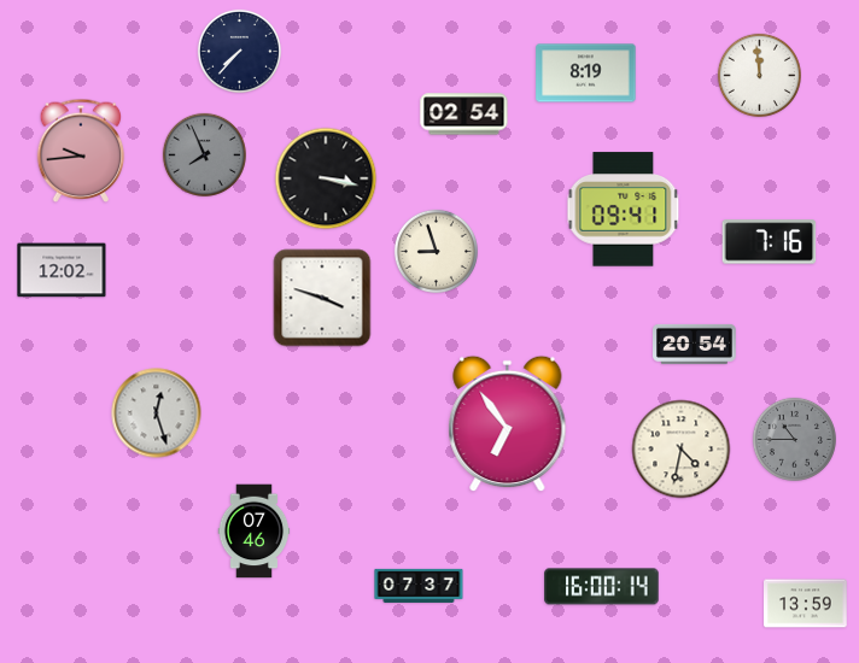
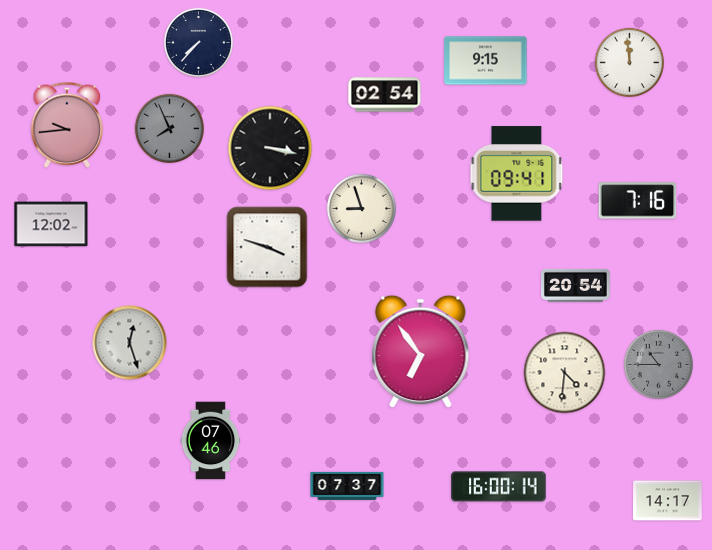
clock at (586, 74): 8:19 -> 9:15
clock at (682, 450): 4:32 -> 4:31
clock at (806, 604): 13:59 -> 14:17
